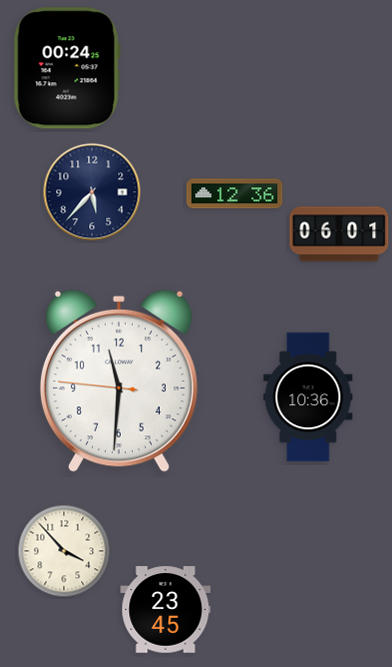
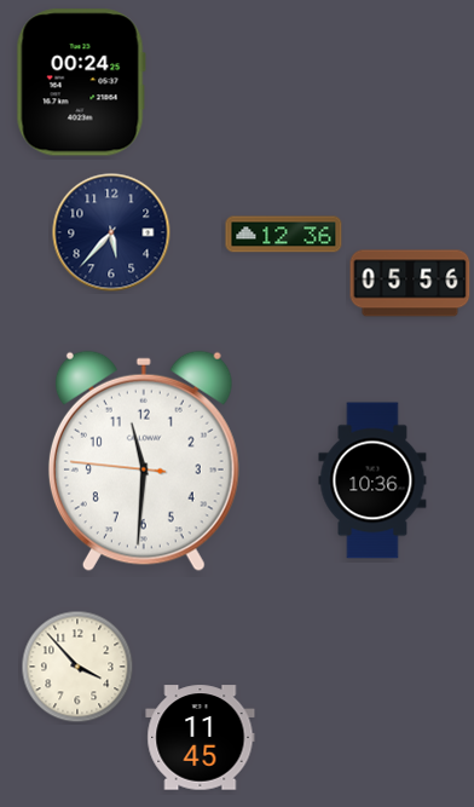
clock at (339, 234): 06:01 -> 05:56
clock at (166, 610): 23:45 -> 11:45
